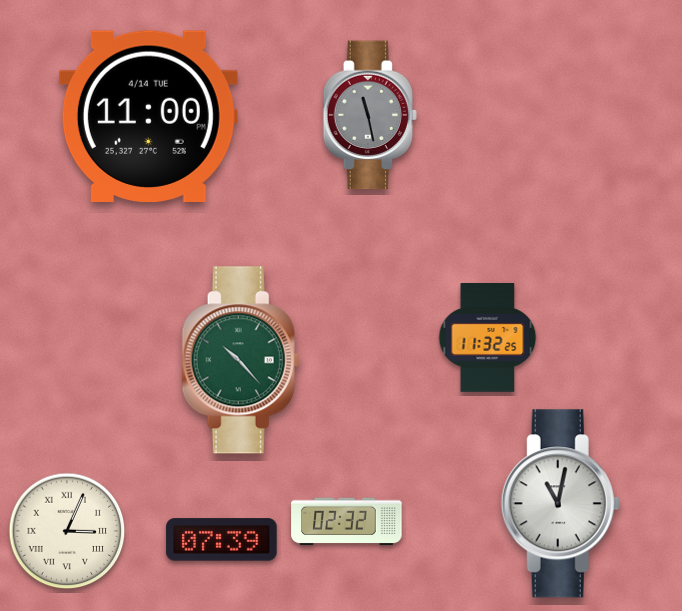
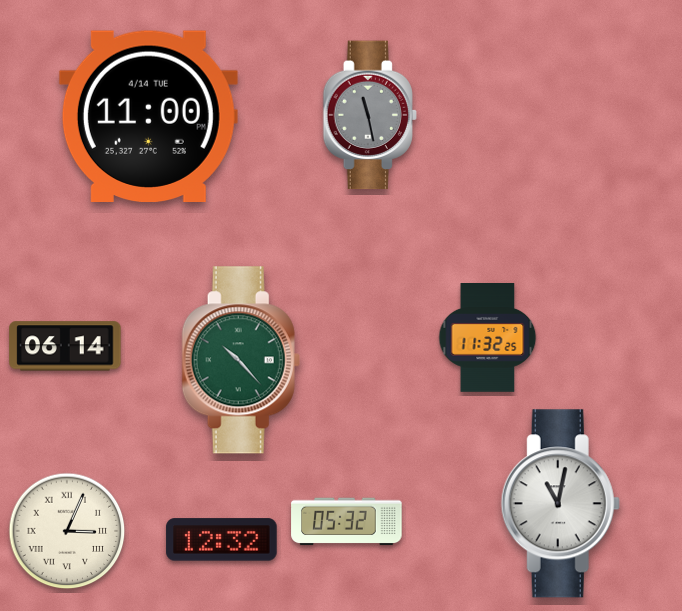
clock at (65, 346): none -> 06:14
clock at (347, 522): 02:32 -> 05:32
clock at (222, 540): 07:39 -> 12:32
